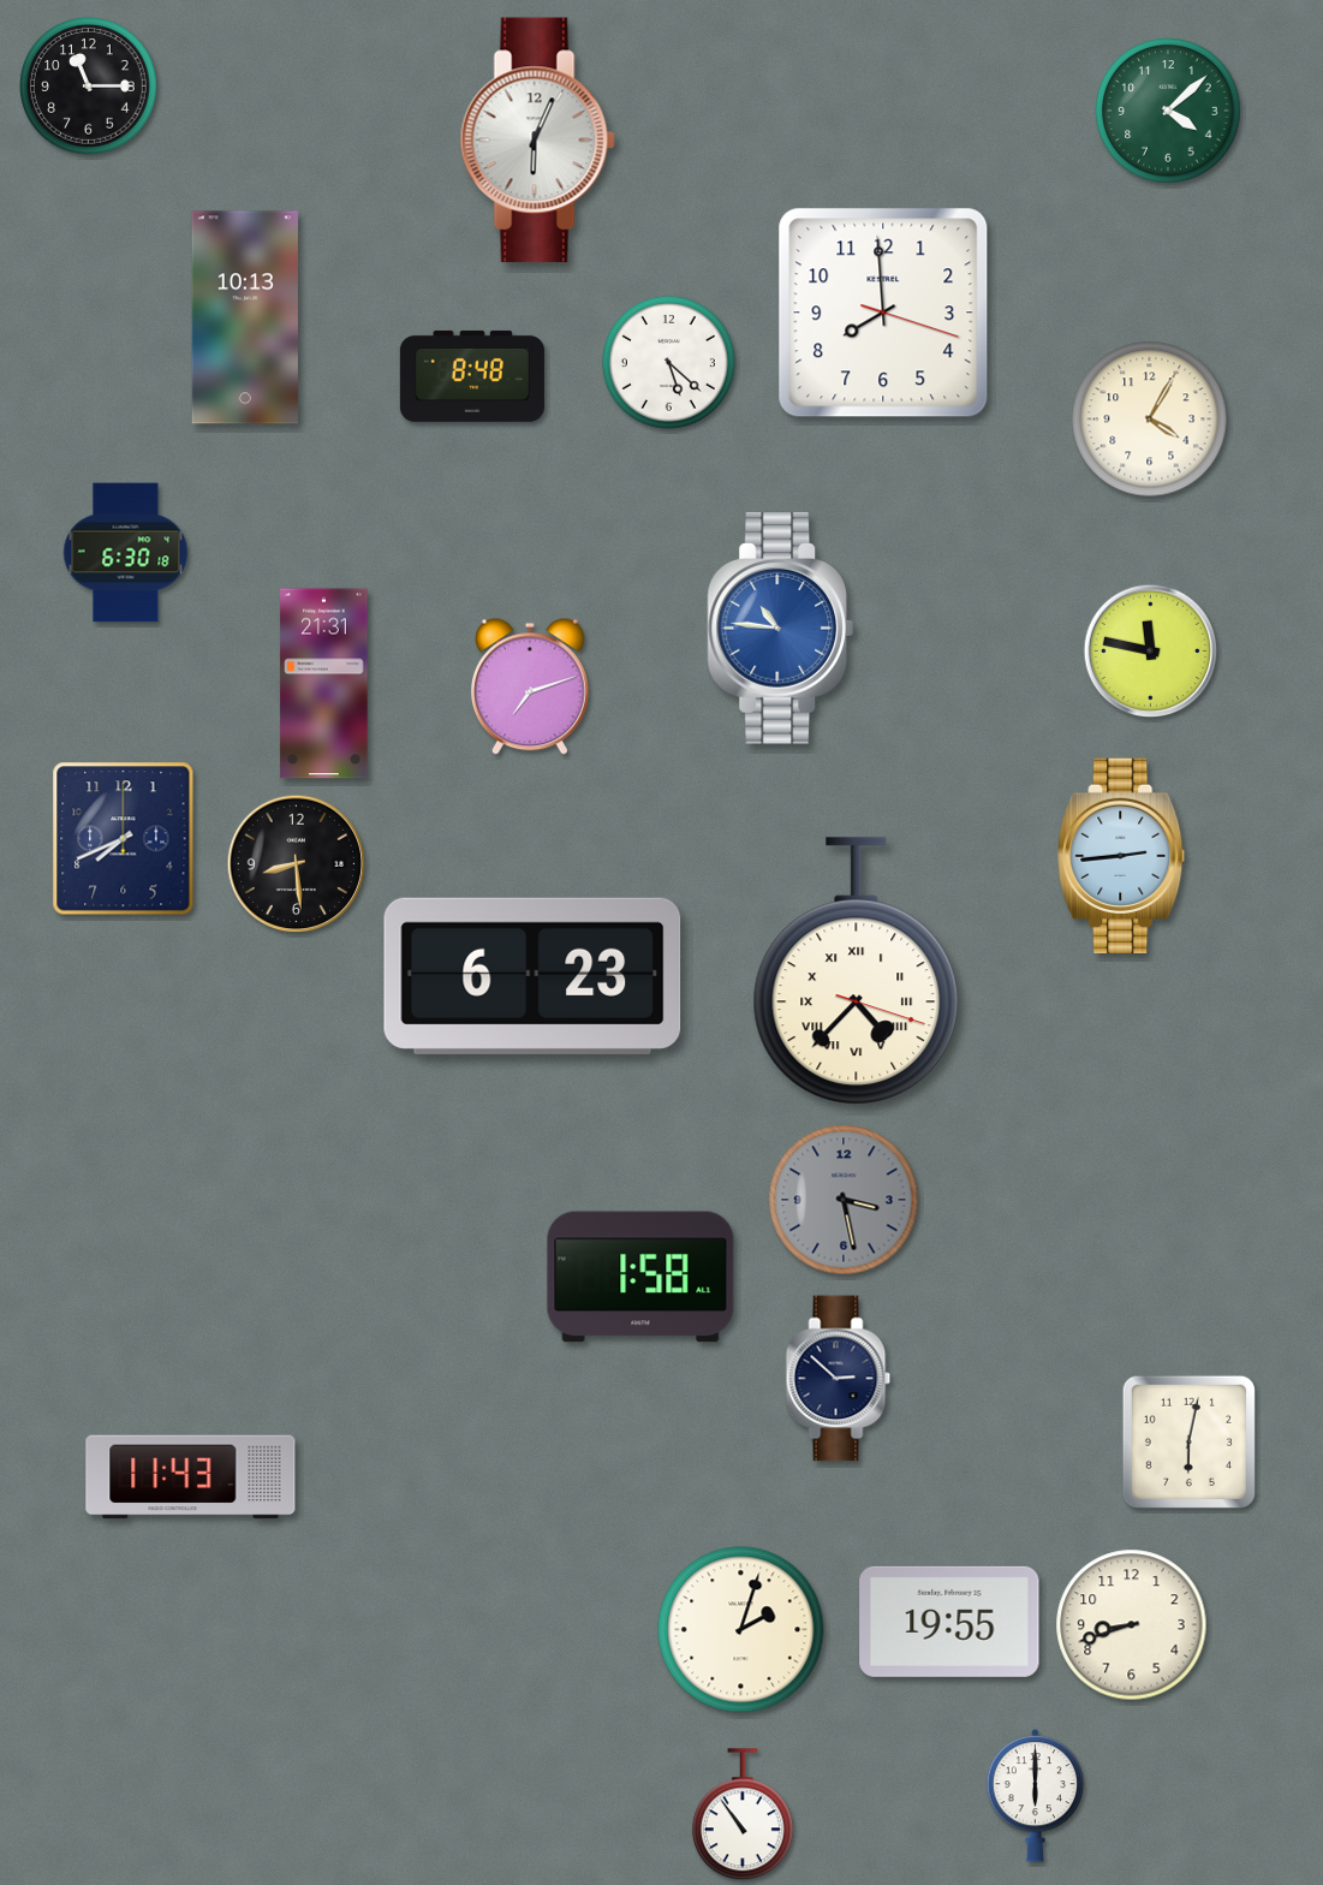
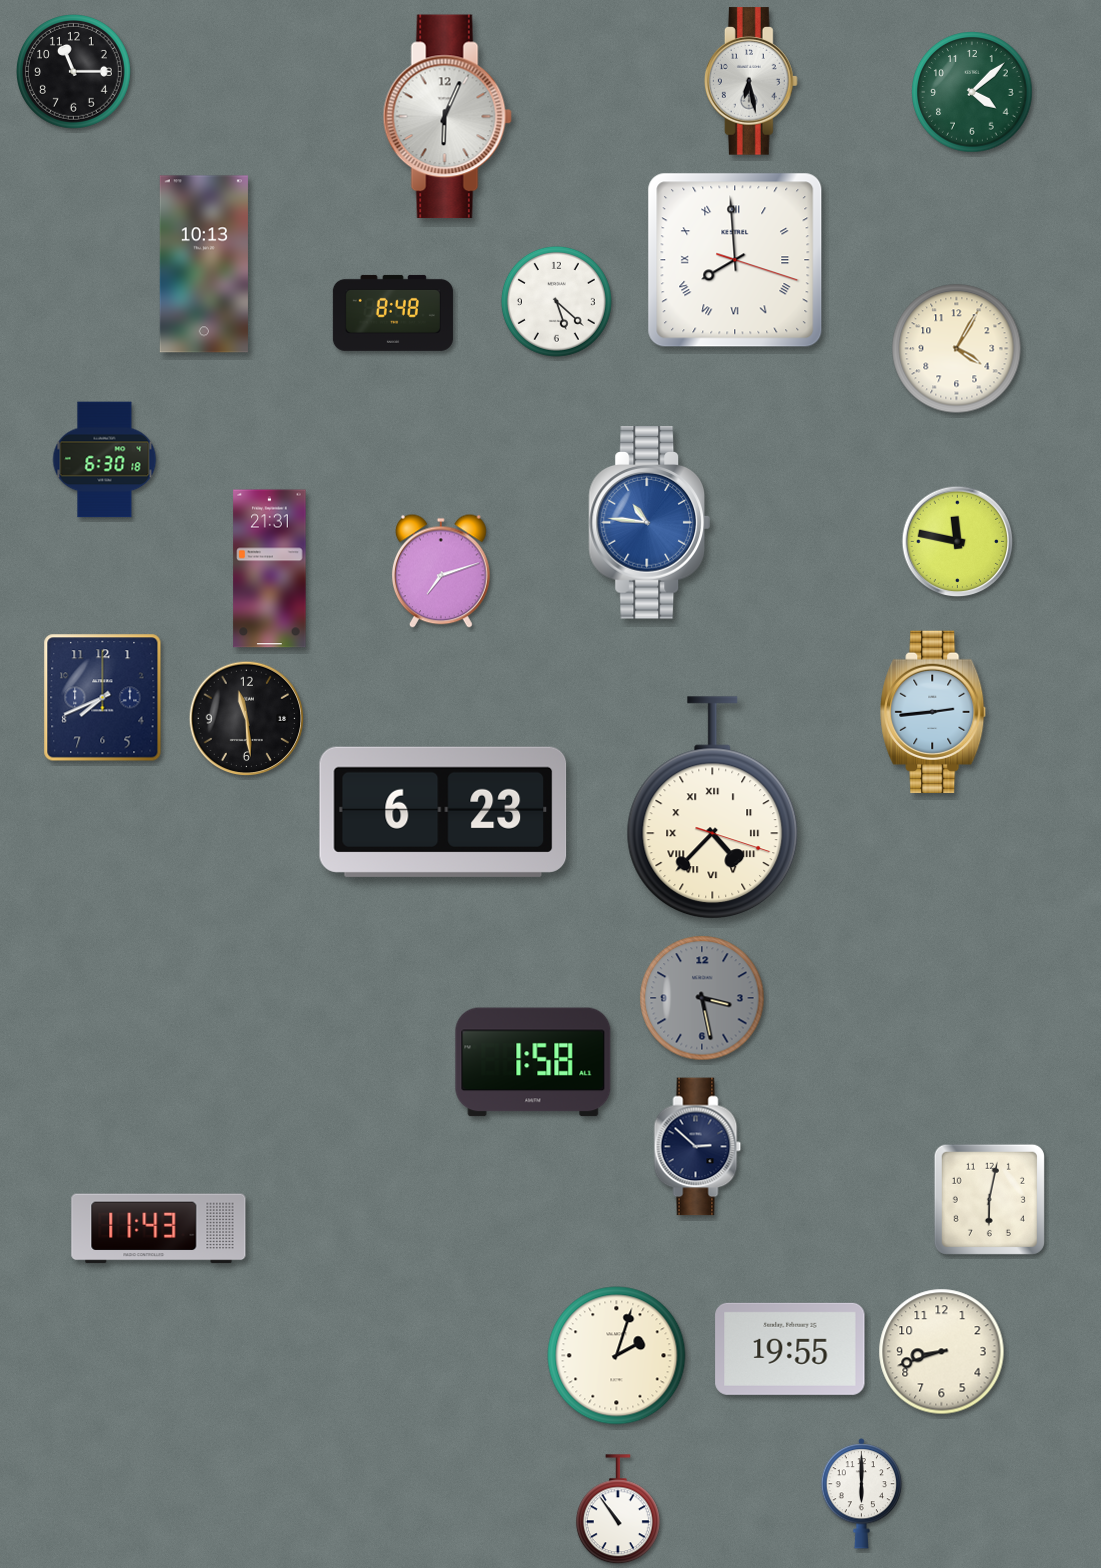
clock at (751, 81): none -> 6:28
clock at (883, 313) numerals: Arabic -> Roman
clock at (297, 864): 8:29 -> 11:29
